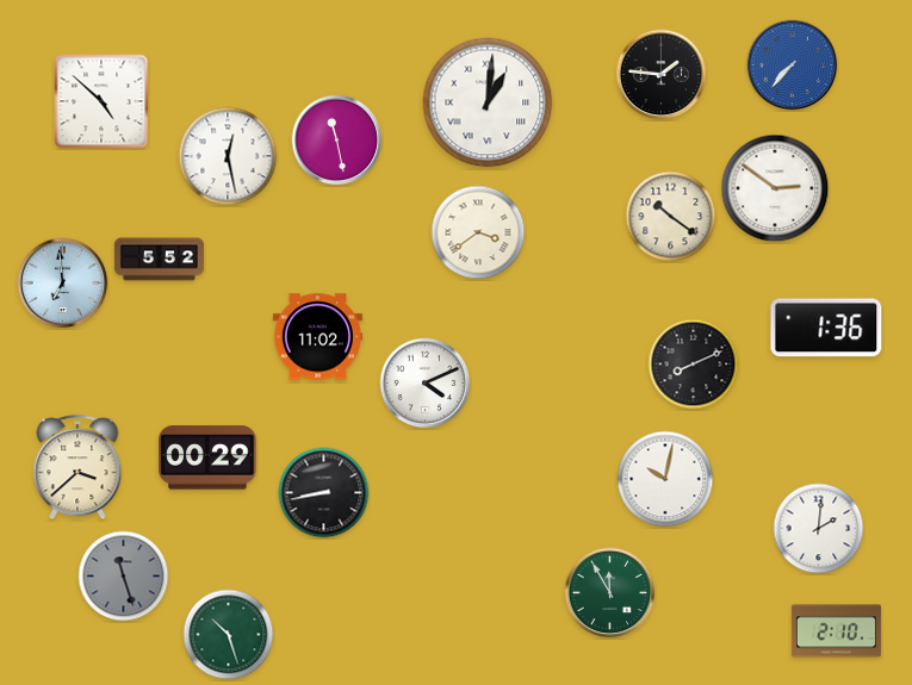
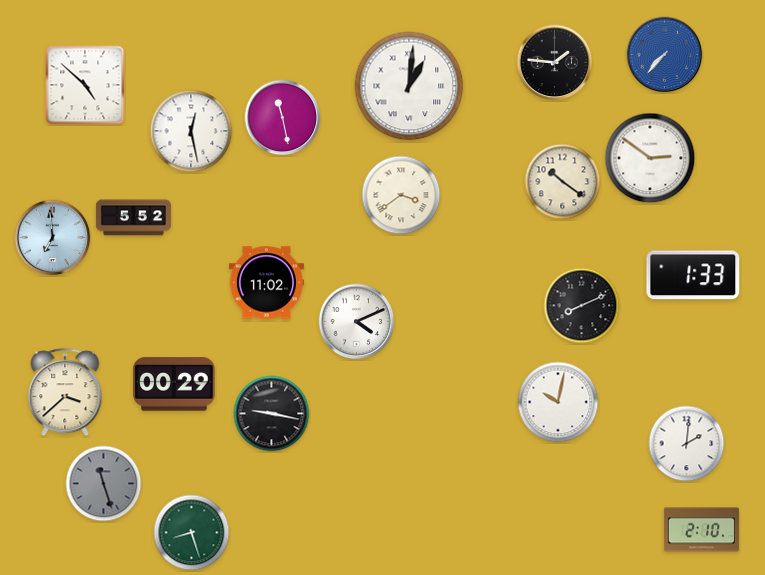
clock at (826, 328): 1:36 -> 1:33
clock at (324, 493): 8:43 -> 9:17
clock at (610, 593): 11:55 -> none
clock at (229, 635): 10:27 -> 8:27
